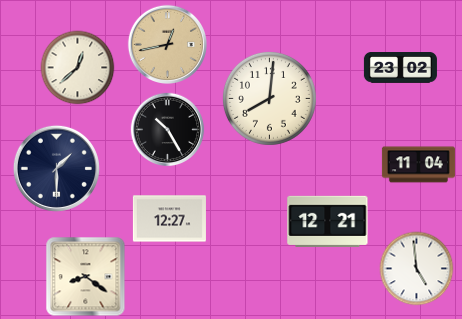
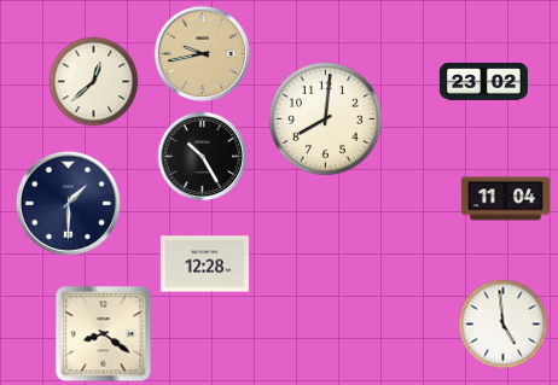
clock at (167, 44): 12:43 -> 9:43
clock at (169, 219): 12:27 -> 12:28
clock at (328, 221): 12:21 -> none
